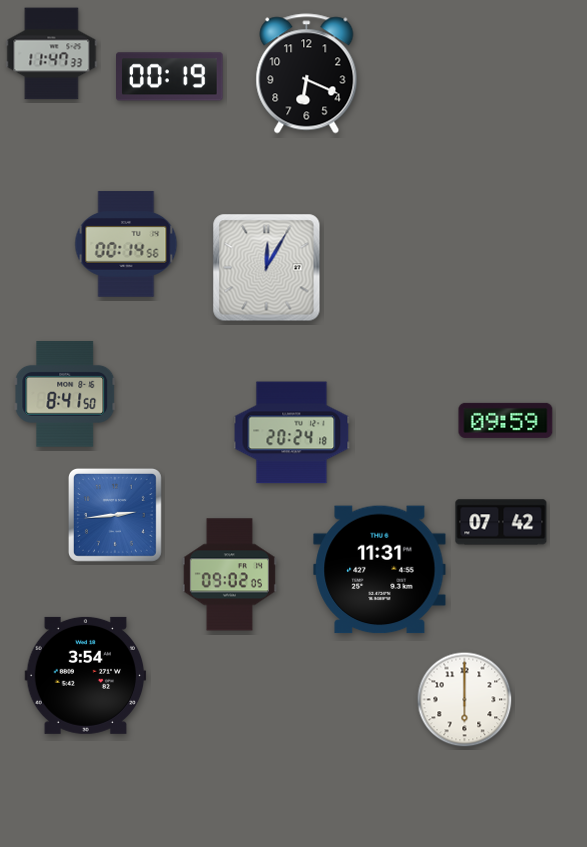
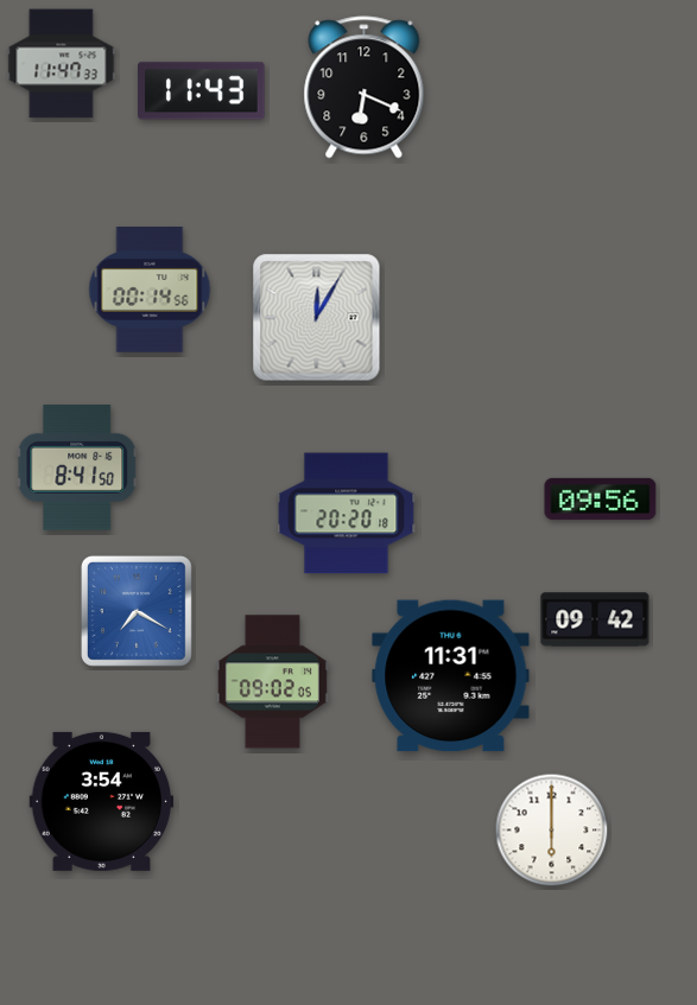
clock at (170, 77): 00:19 -> 11:43
clock at (506, 420): 09:59 -> 09:56
clock at (292, 433): 20:24 -> 20:20
clock at (115, 515): 2:44 -> 7:20
clock at (501, 522): 07:42 -> 09:42
